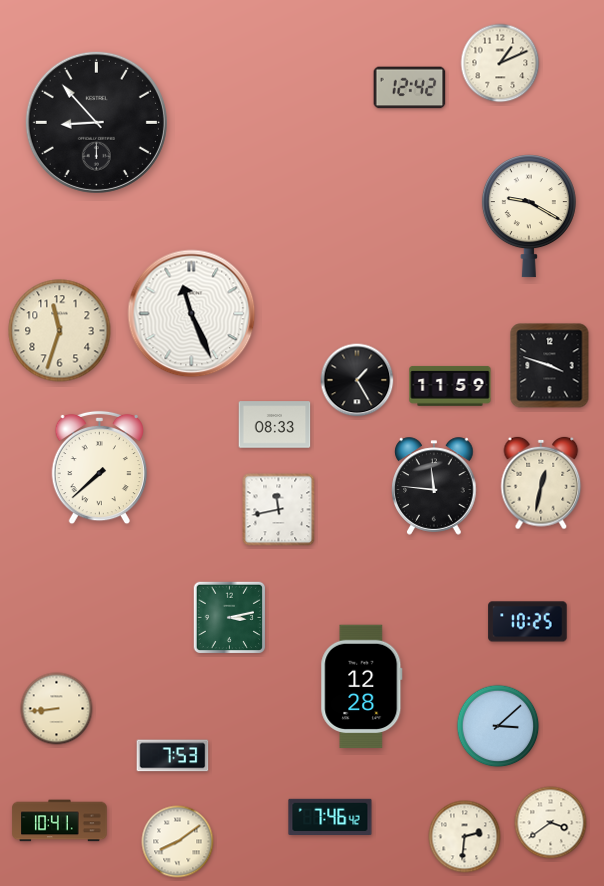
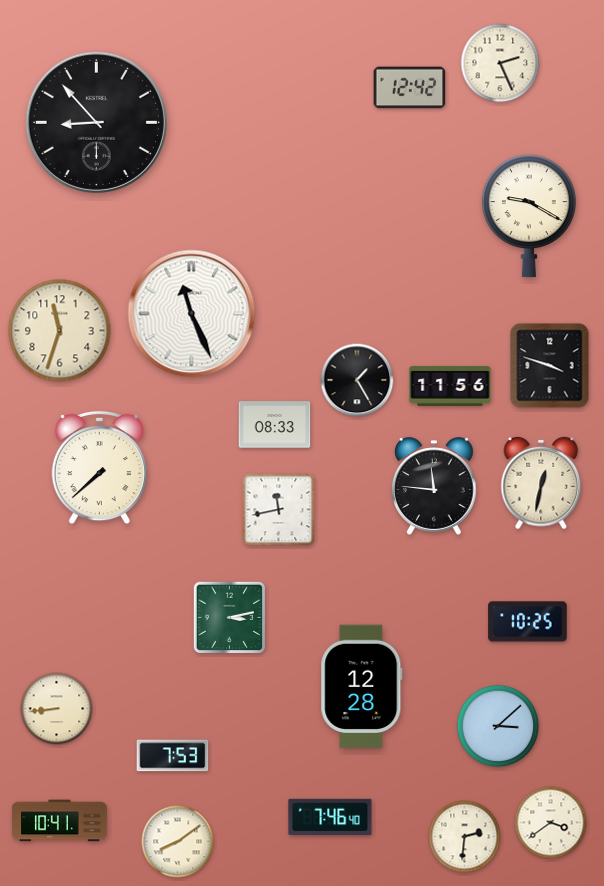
clock at (500, 63): 1:11 -> 2:26
clock at (450, 386): 11:59 -> 11:56
clock at (330, 817): 7:46:42 -> 7:46:40
